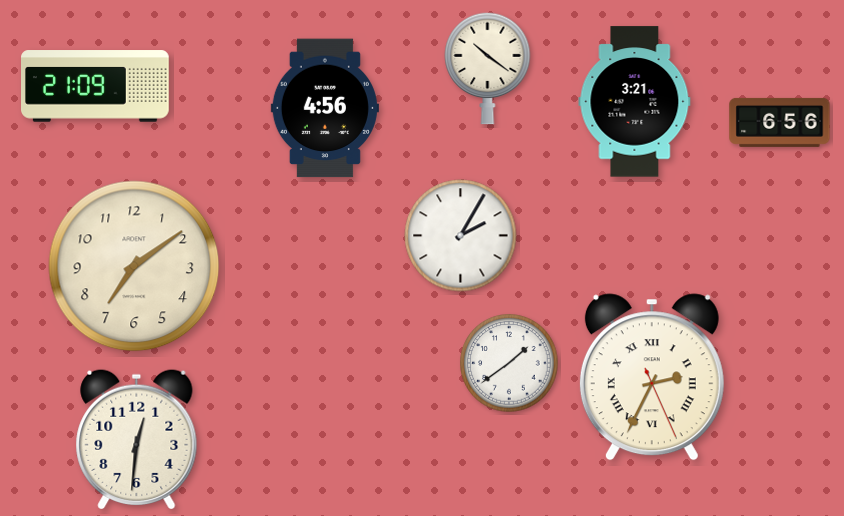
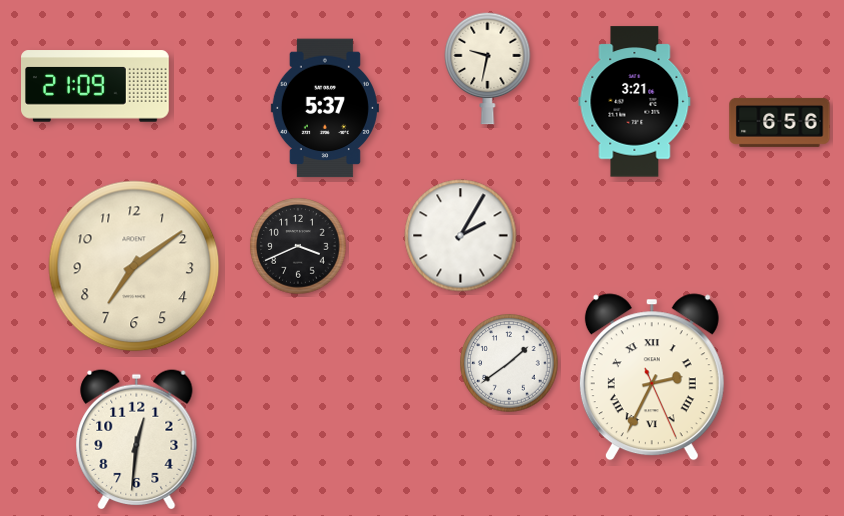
clock at (488, 68): 10:21 -> 9:32
clock at (325, 108): 4:56 -> 5:37
clock at (298, 246): none -> 3:41
